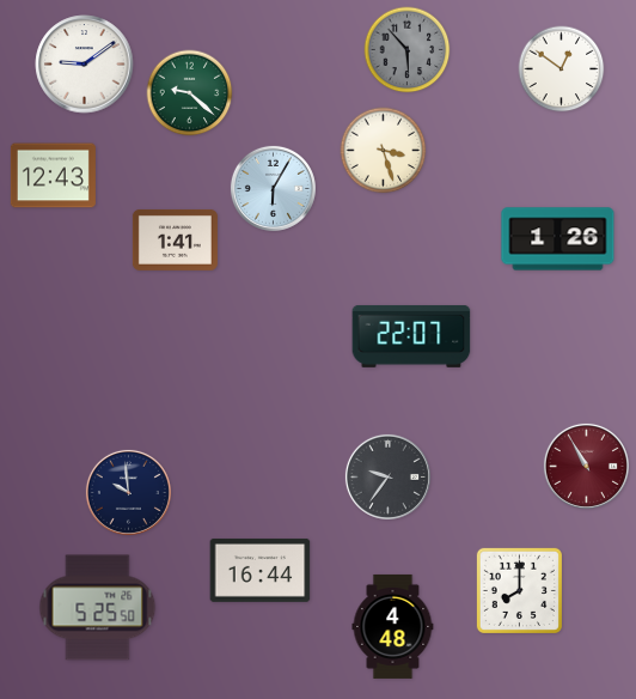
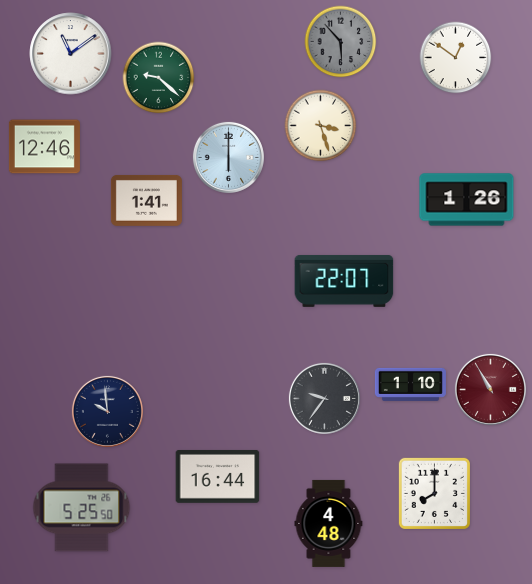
clock at (85, 65): 9:09 -> 11:09
clock at (562, 69) position: (562, 69) -> (456, 58)
clock at (53, 176): 12:43 -> 12:46
clock at (273, 188): 6:05 -> 6:00
clock at (410, 384): none -> 1:10
